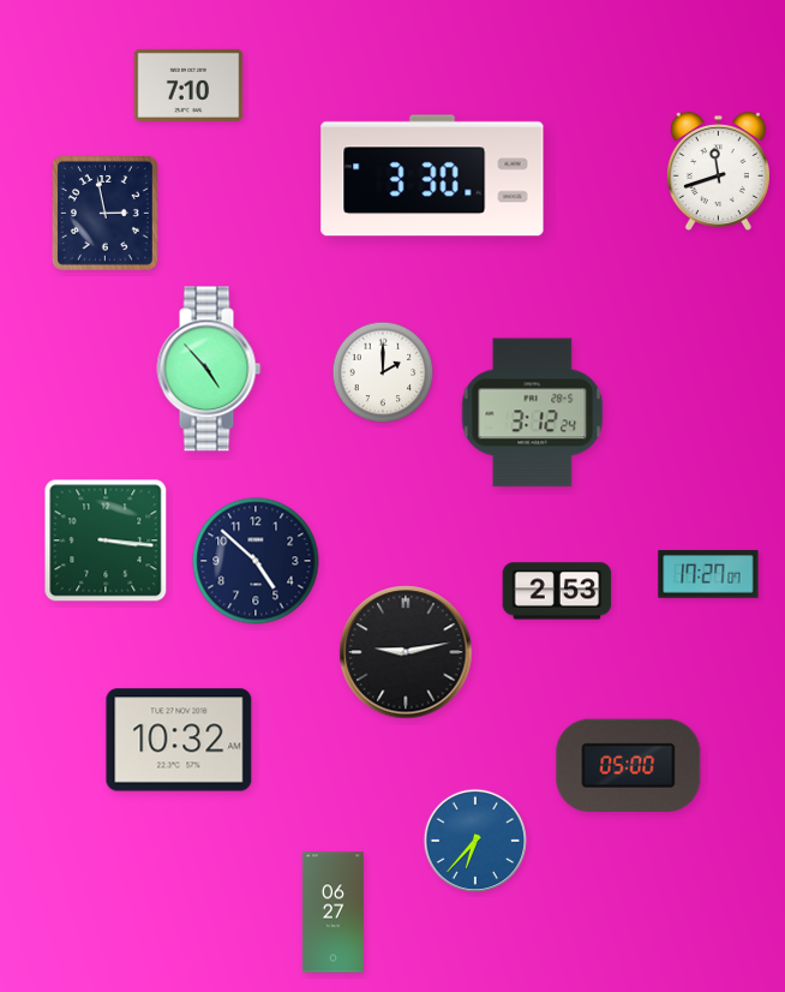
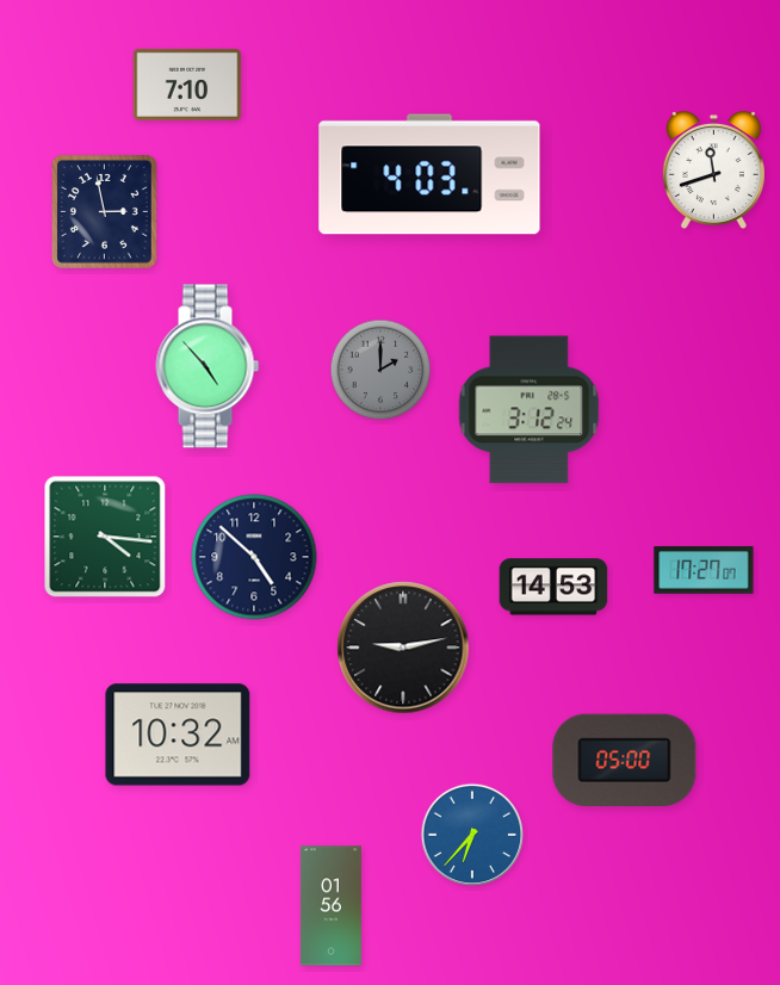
clock at (432, 175): 3:30 -> 4:03
clock at (383, 372) dial: white -> grey
clock at (106, 540): 3:16 -> 4:16
clock at (557, 591): 2:53 -> 14:53
clock at (332, 913): 06:27 -> 01:56
